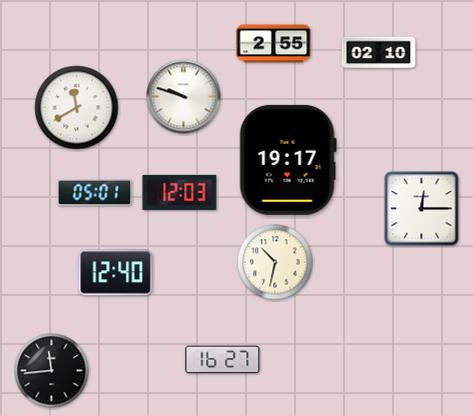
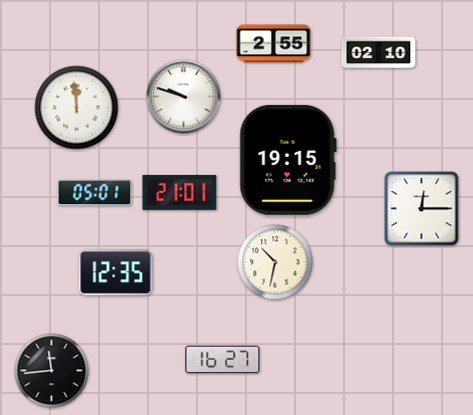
clock at (77, 108): 11:40 -> 11:59
clock at (288, 160): 19:17 -> 19:15
clock at (180, 192): 12:03 -> 21:01
clock at (116, 273): 12:40 -> 12:35
